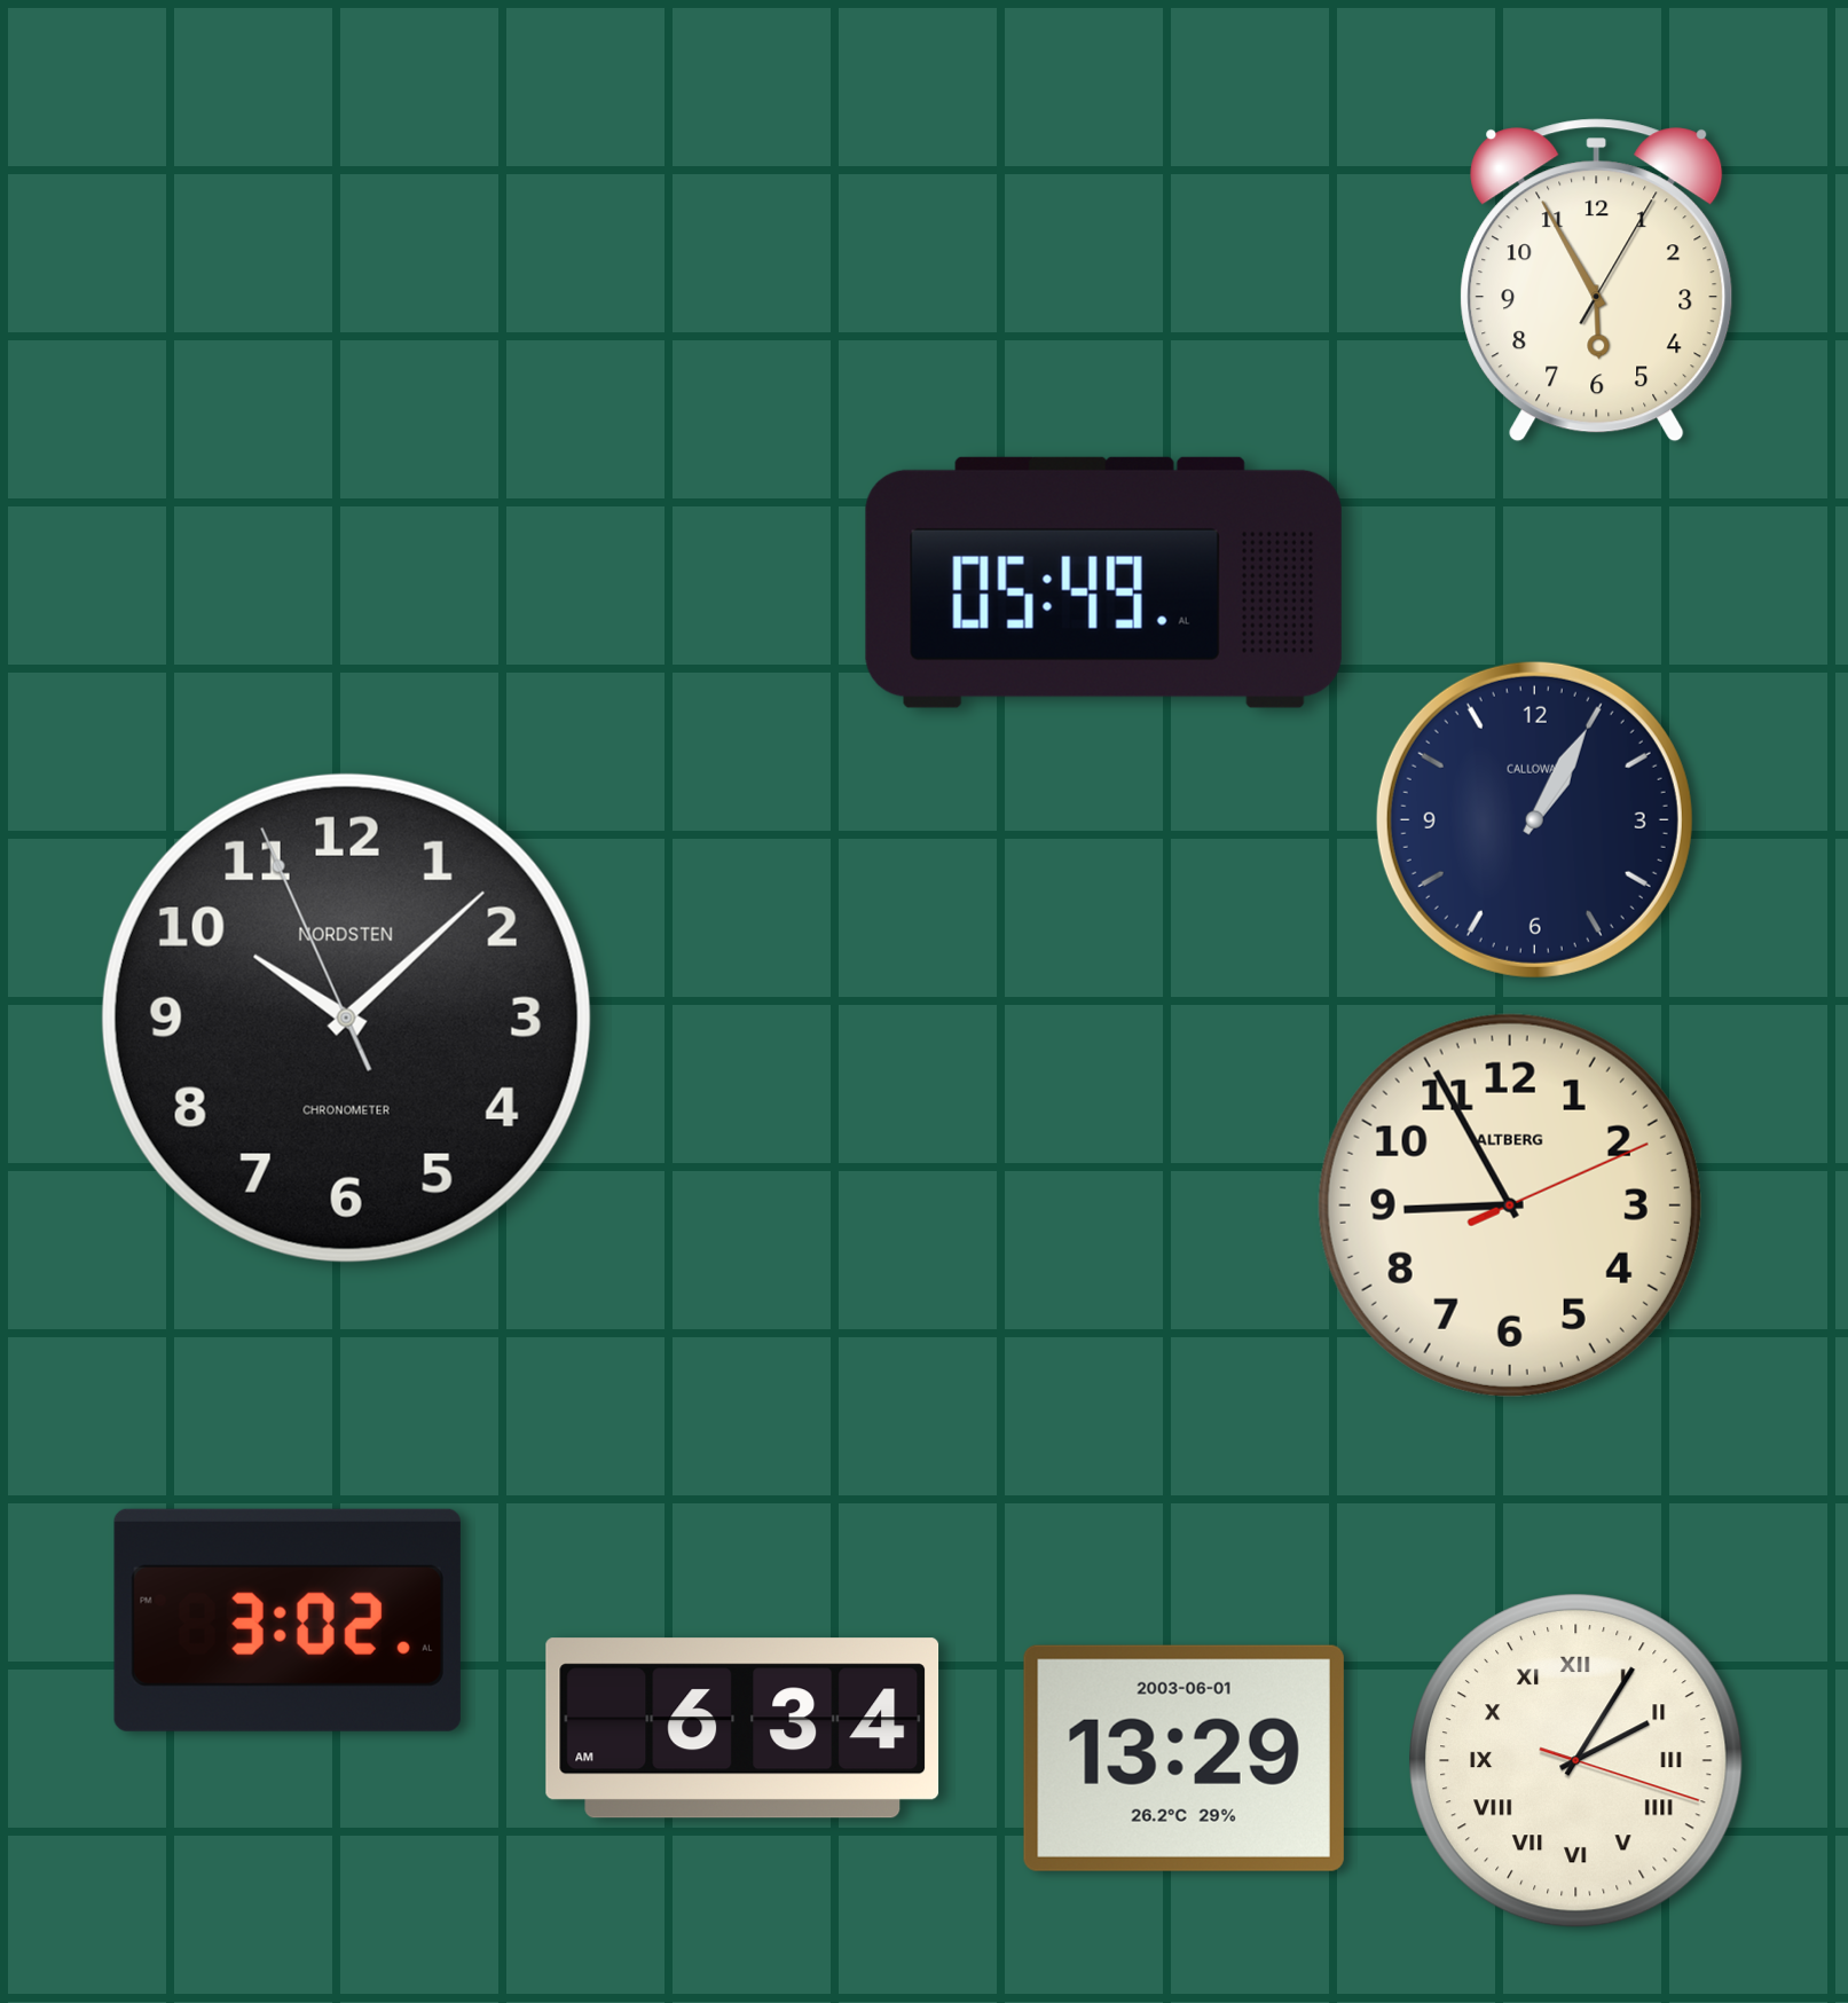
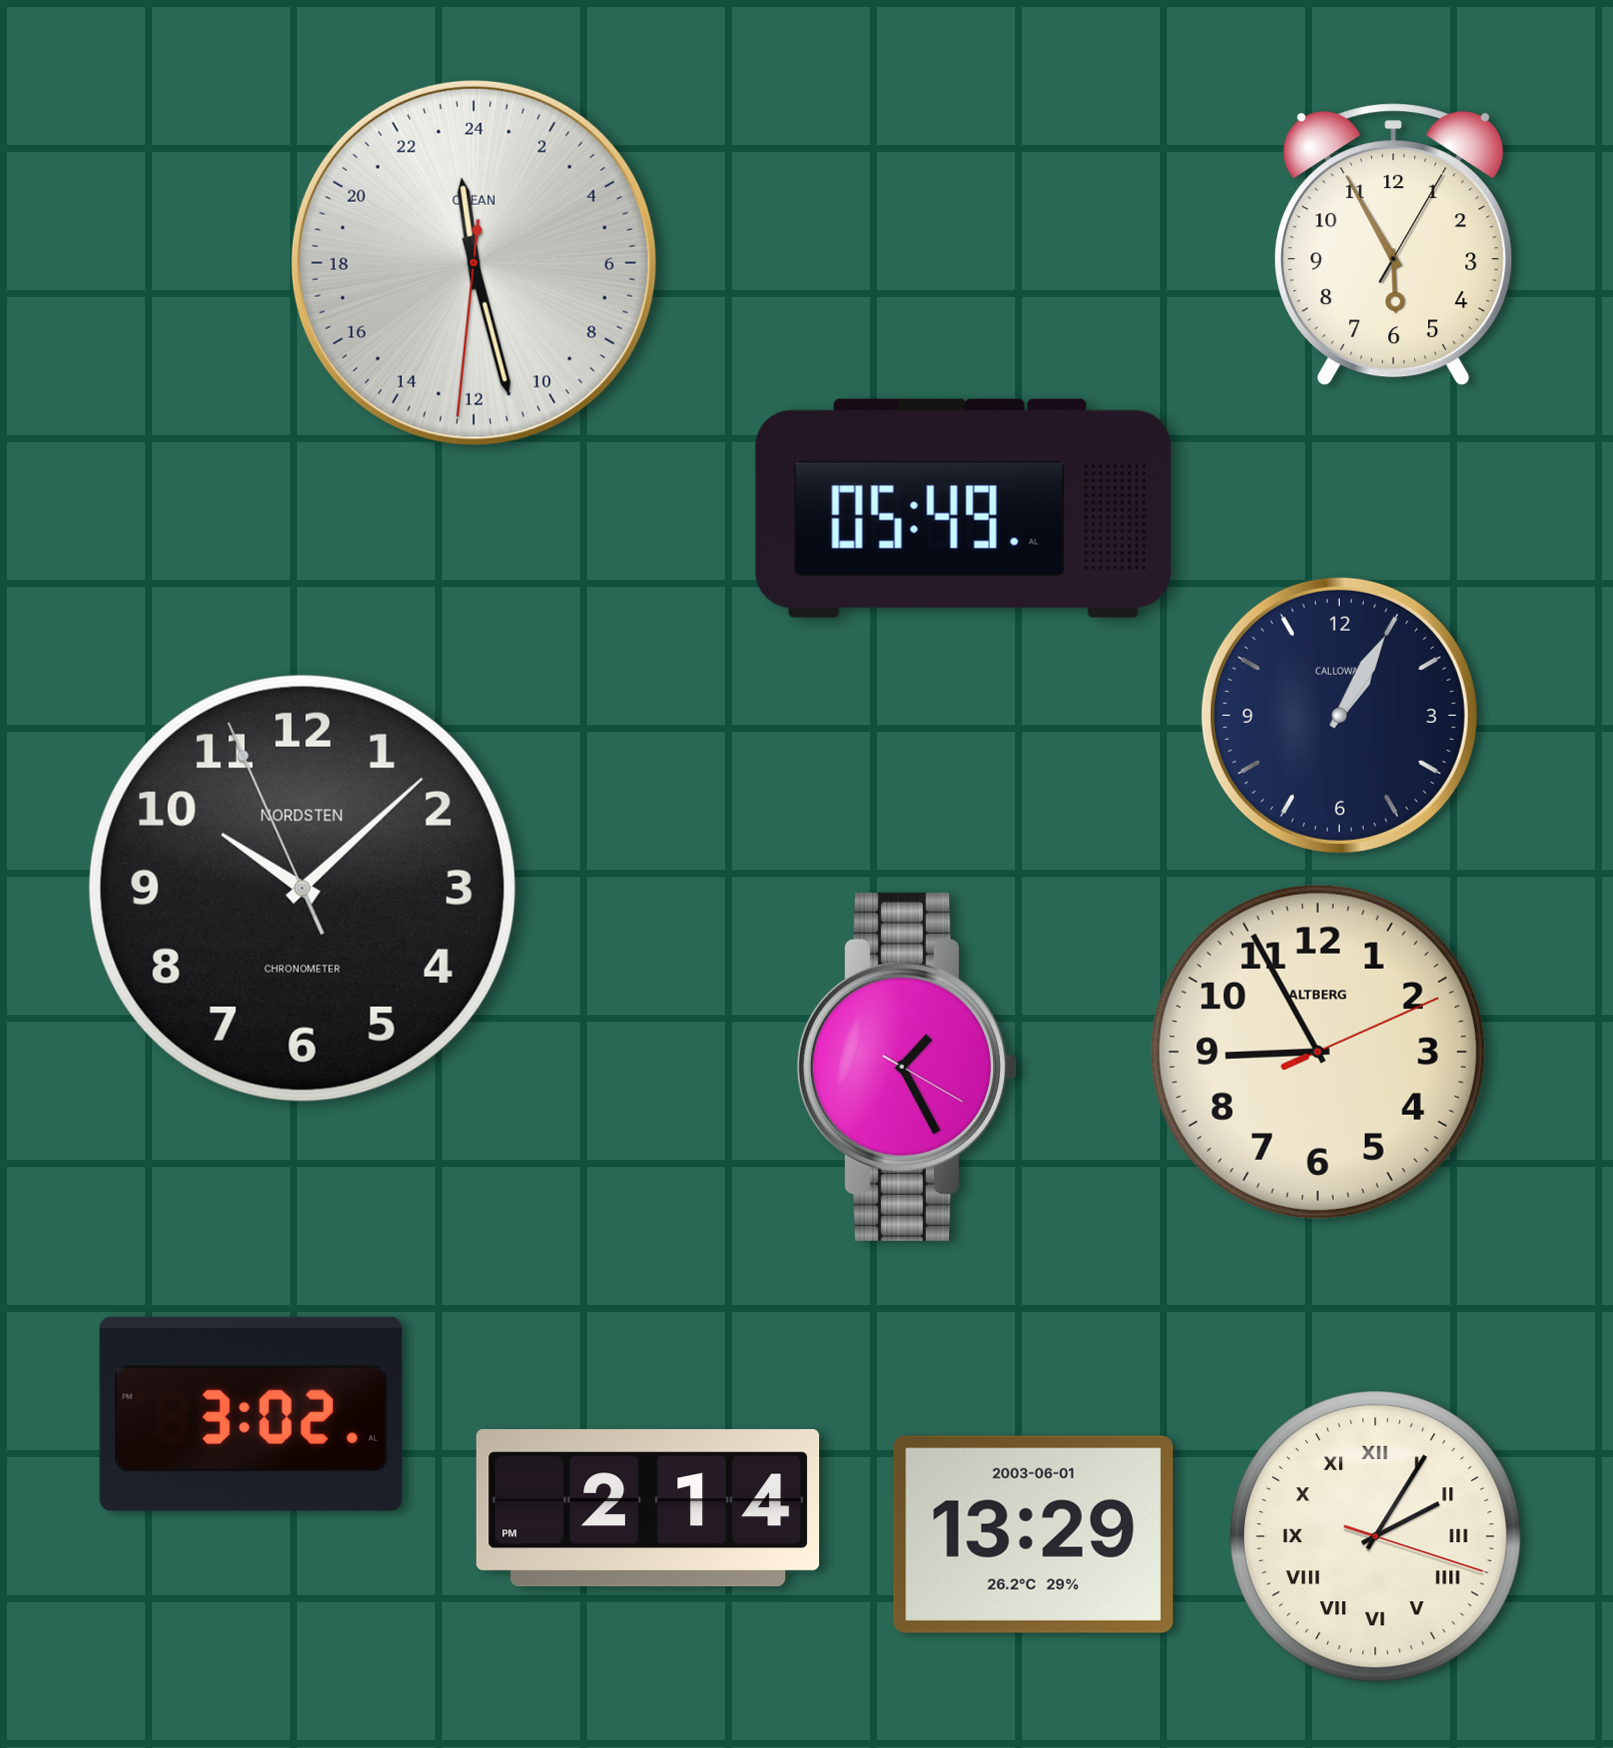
clock at (474, 263): none -> 23:27
clock at (906, 1067): none -> 1:25
clock at (742, 1728): 6:34 -> 2:14
